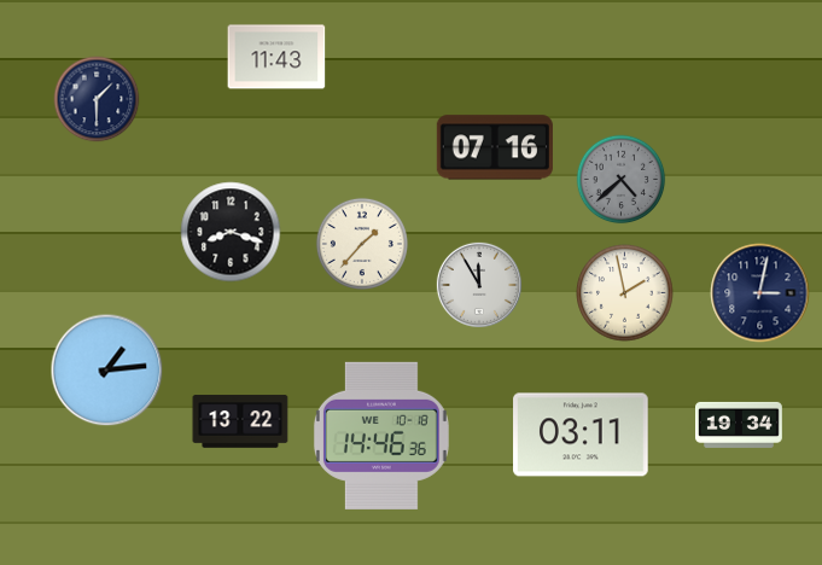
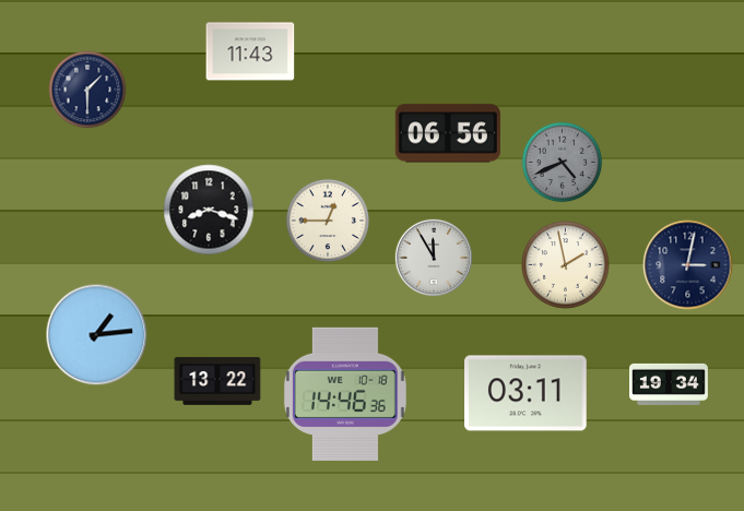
clock at (495, 147): 07:16 -> 06:56
clock at (622, 180): 4:38 -> 4:41
clock at (362, 244): 1:37 -> 12:45
